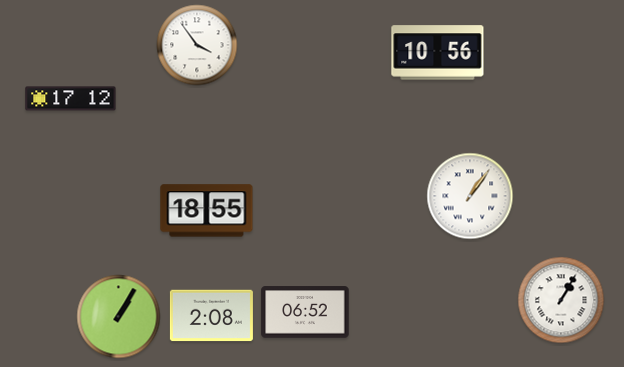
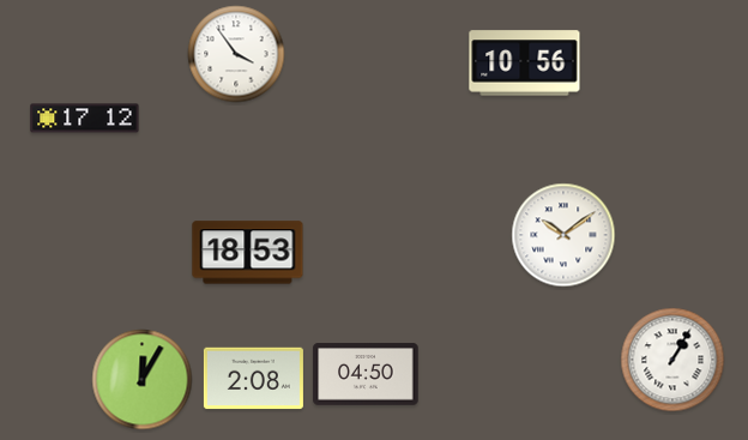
clock at (470, 196): 1:06 -> 10:09
clock at (207, 211): 18:55 -> 18:53
clock at (305, 312): 06:52 -> 04:50
clock at (119, 317): 1:05 -> 12:05
